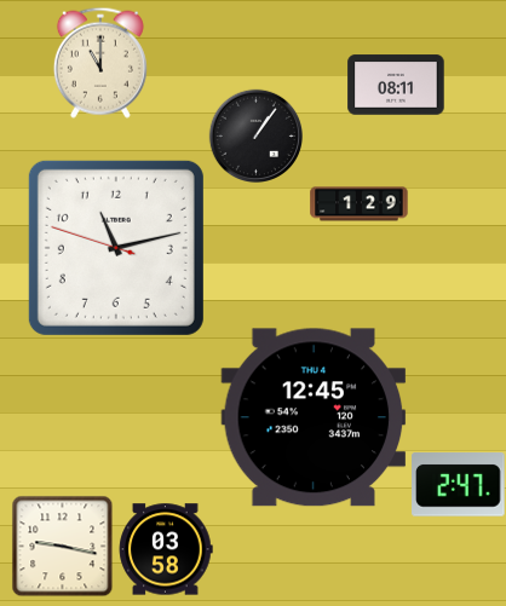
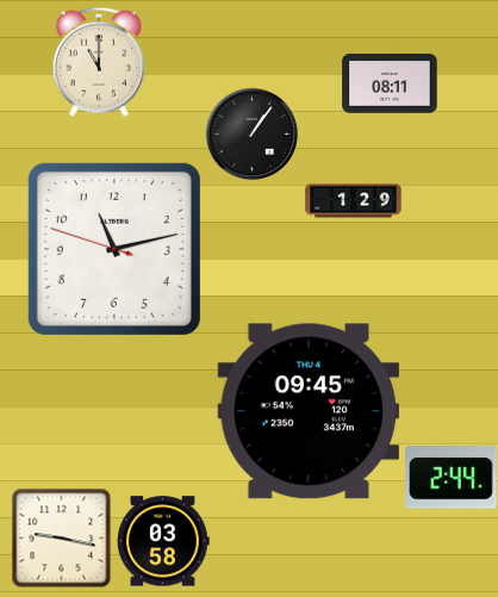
clock at (116, 248) position: (116, 248) -> (114, 249)
clock at (314, 417): 12:45 -> 09:45
clock at (459, 485): 2:47 -> 2:44
